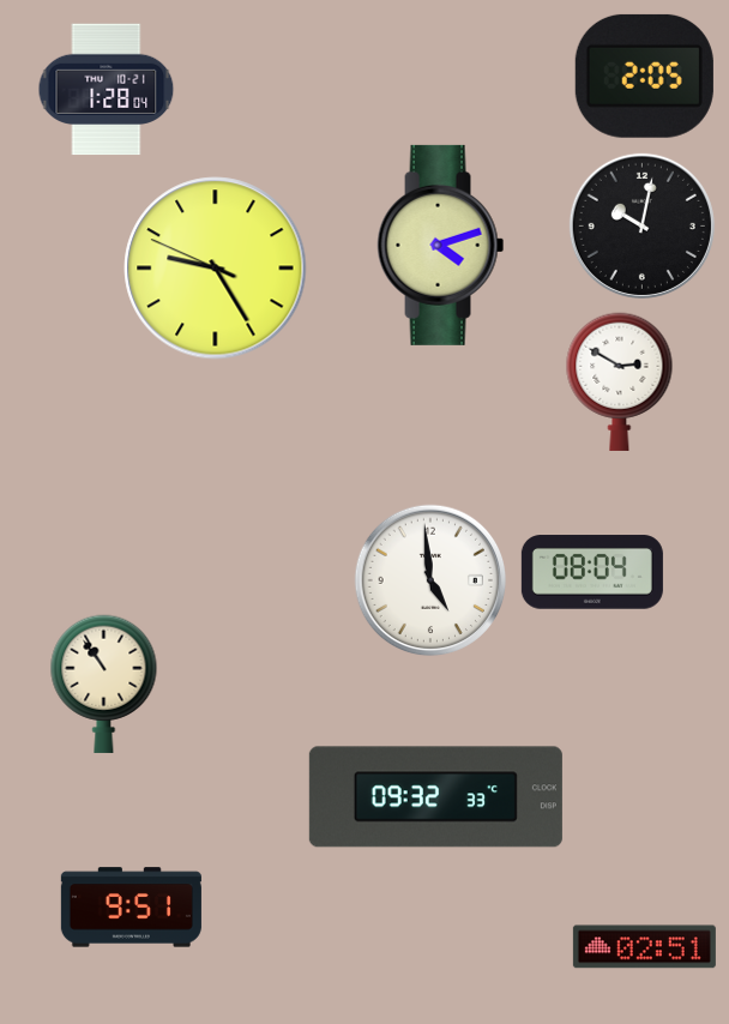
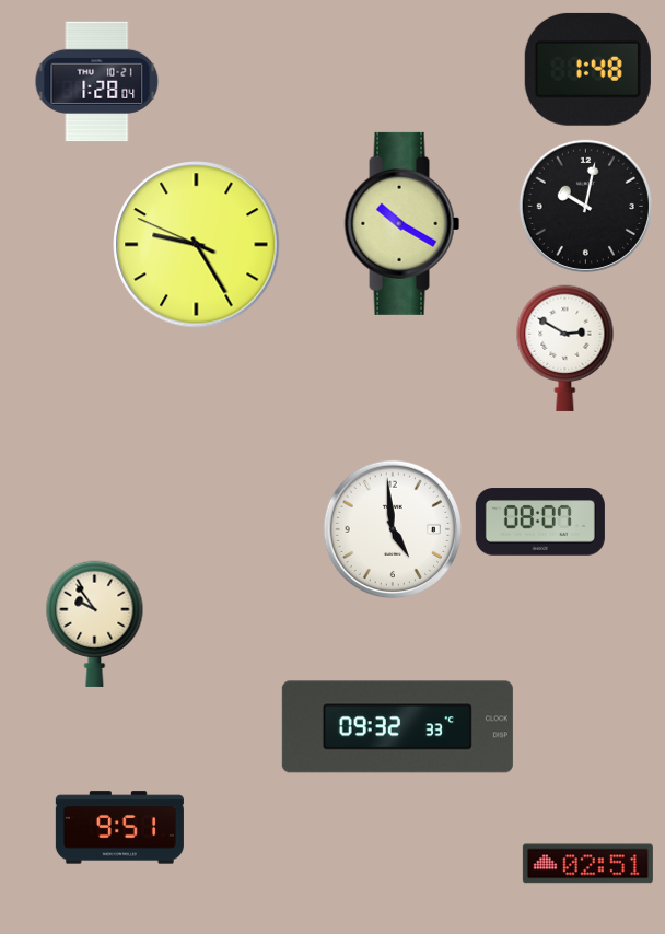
clock at (644, 76): 2:05 -> 1:48
clock at (441, 245): 4:12 -> 10:20
clock at (592, 572): 08:04 -> 08:07
clock at (104, 683): 10:54 -> 9:54
